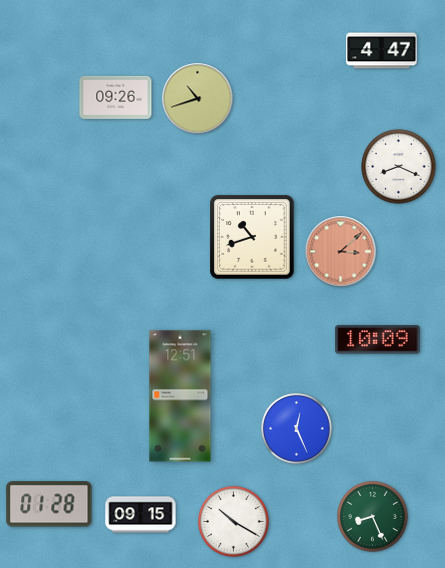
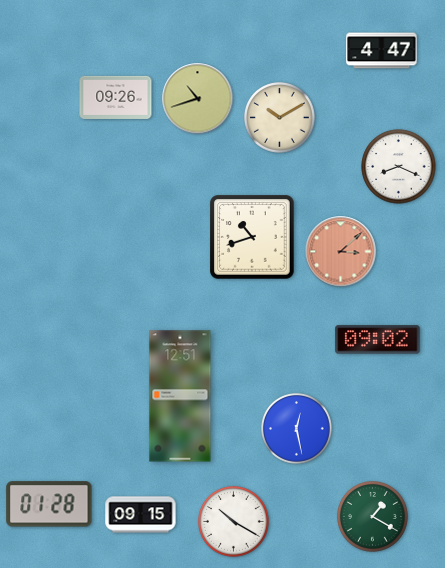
clock at (280, 118): none -> 10:10
clock at (378, 340): 10:09 -> 09:02
clock at (297, 429): 12:26 -> 12:28
clock at (373, 517): 8:26 -> 1:20
